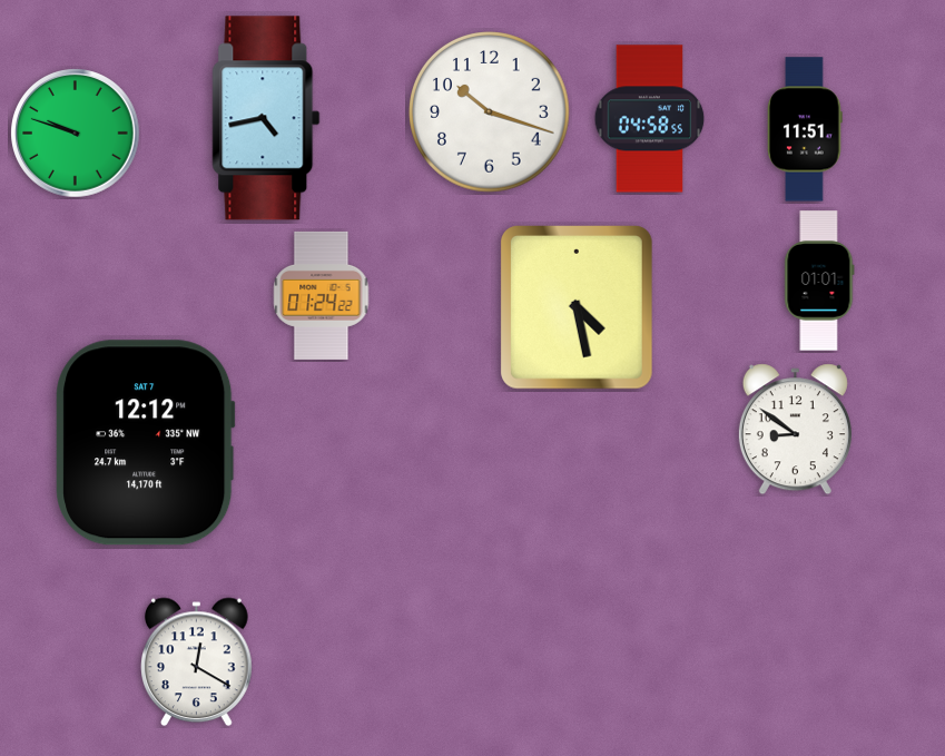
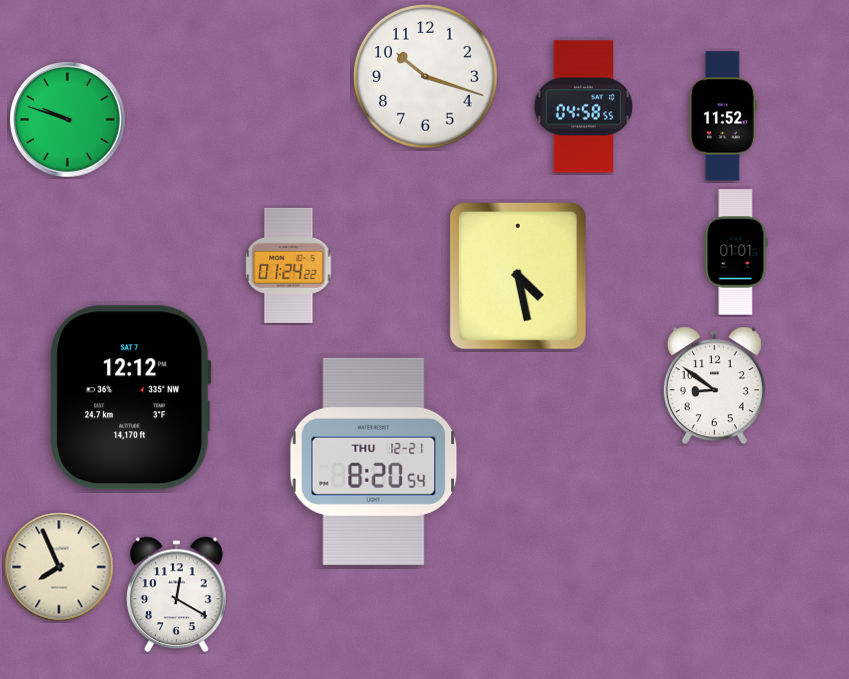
clock at (490, 112) position: (490, 112) -> (426, 77)
clock at (266, 118): 4:43 -> none
clock at (805, 129): 11:51 -> 11:52
clock at (374, 461): none -> 8:20
clock at (59, 567): none -> 7:56
